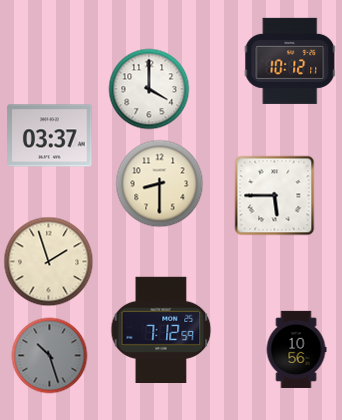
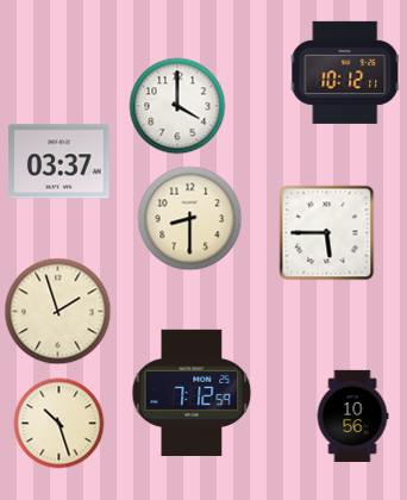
clock at (50, 356) dial: grey -> cream
